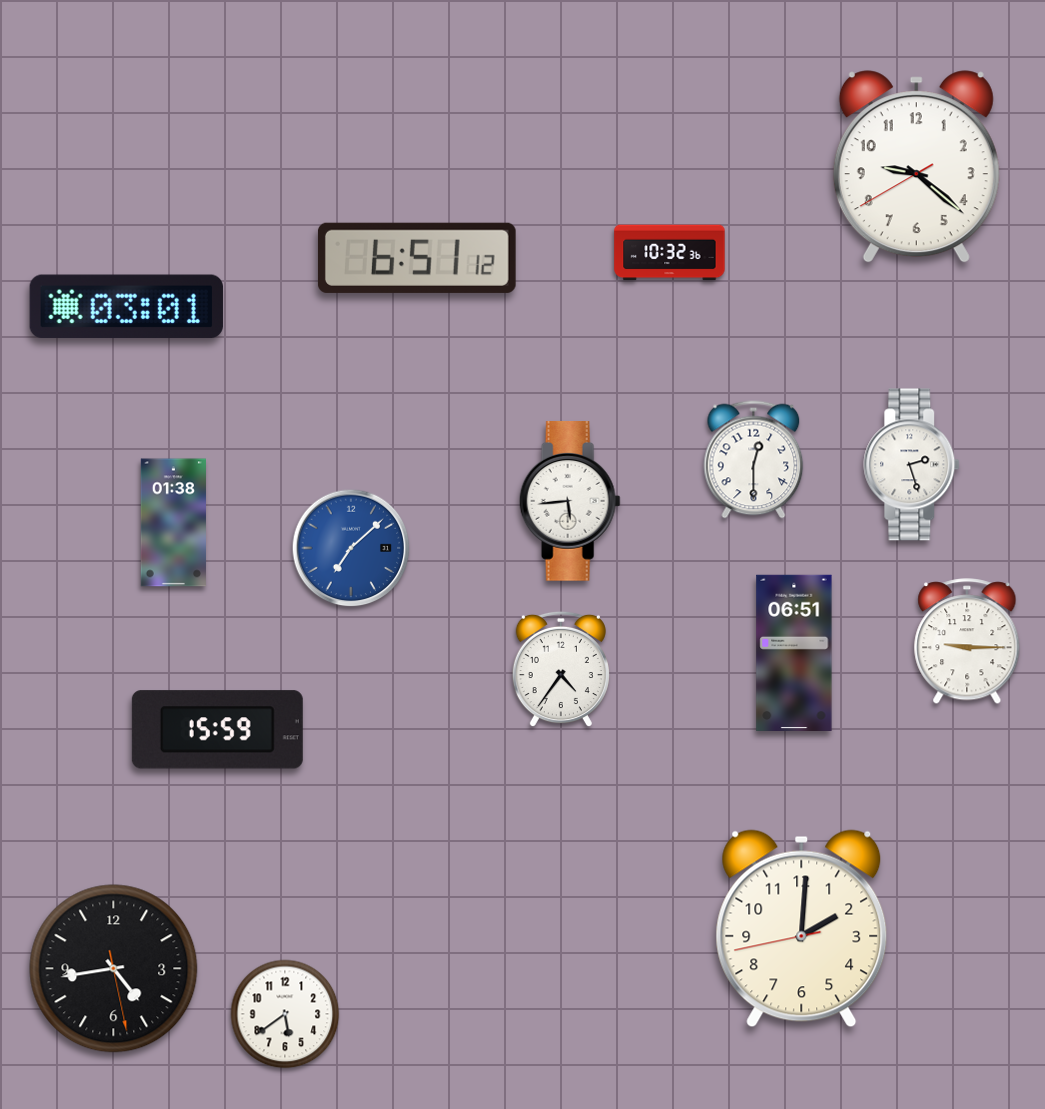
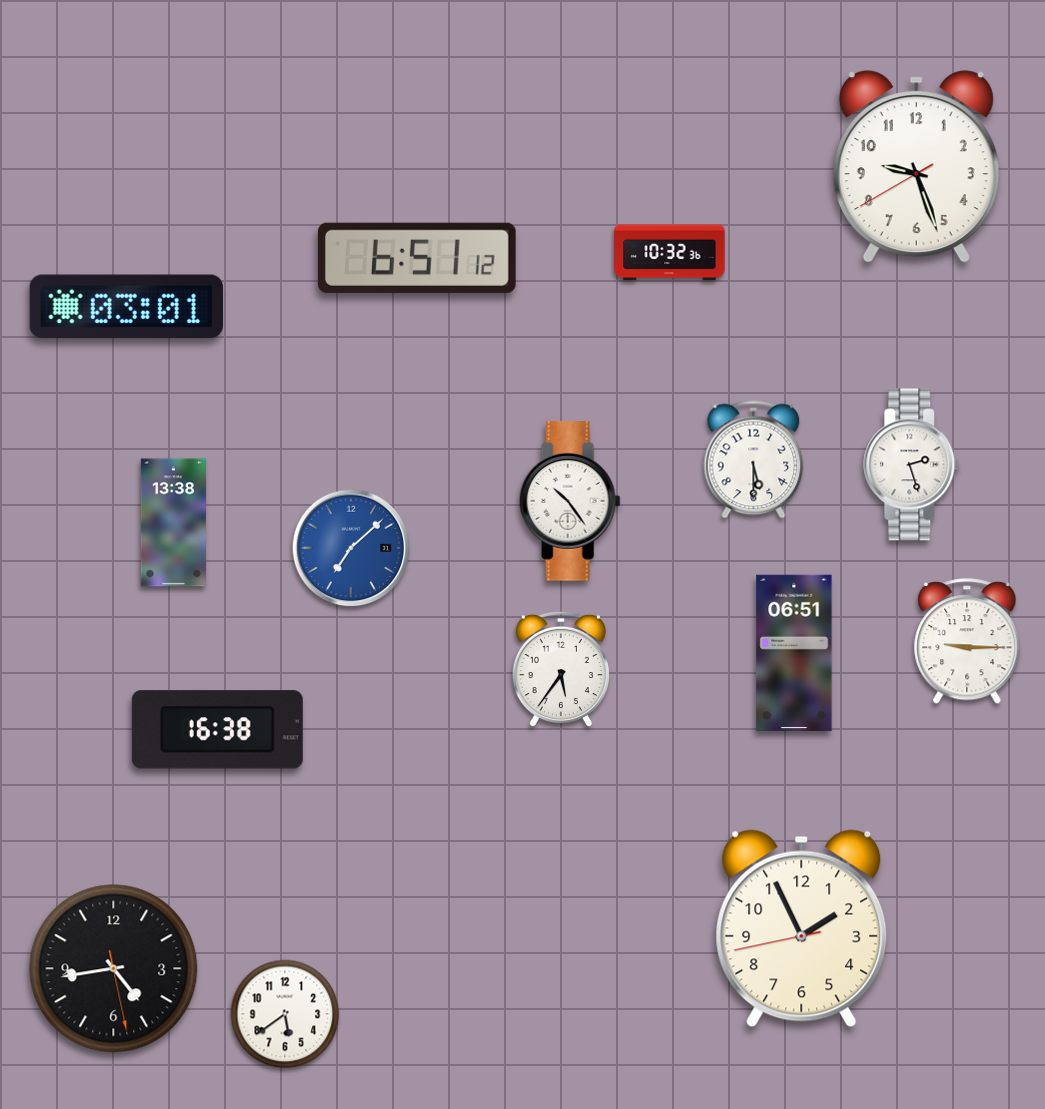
clock at (916, 167): 9:21 -> 9:26
clock at (754, 460): 12:30 -> 5:30
clock at (570, 502): 5:44 -> 10:24
clock at (173, 523): 01:38 -> 13:38
clock at (561, 669): 4:36 -> 5:36
clock at (217, 730): 15:59 -> 16:38
clock at (802, 929): 2:00 -> 1:55
